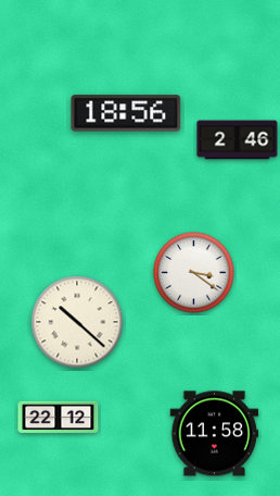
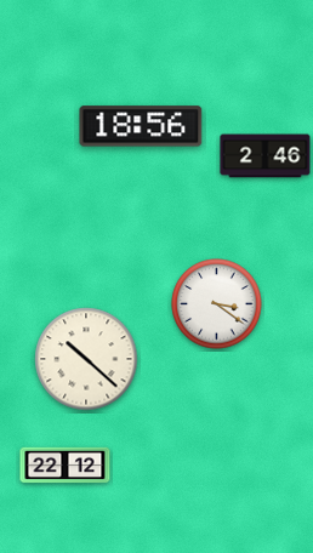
clock at (215, 434): 11:58 -> none
